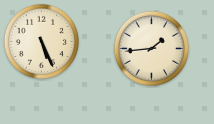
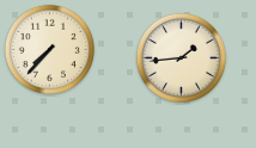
clock at (41, 41): 5:26 -> 7:37
